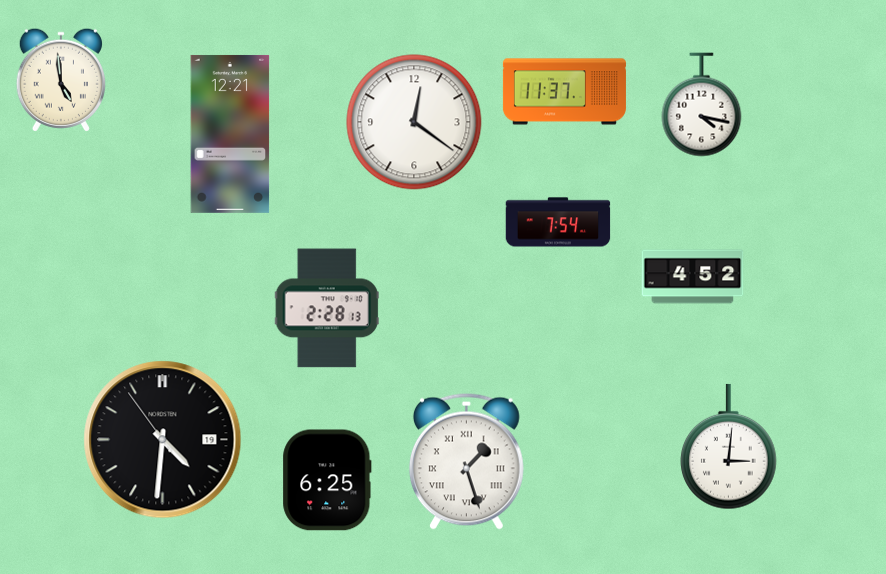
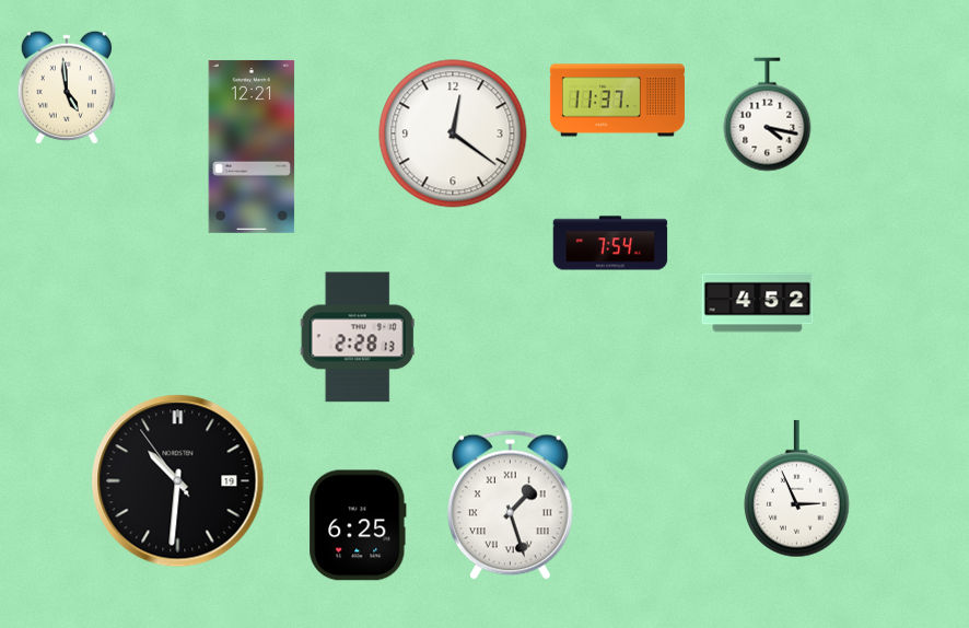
clock at (163, 440): 4:30 -> 10:30
clock at (729, 447): 3:01 -> 2:56
